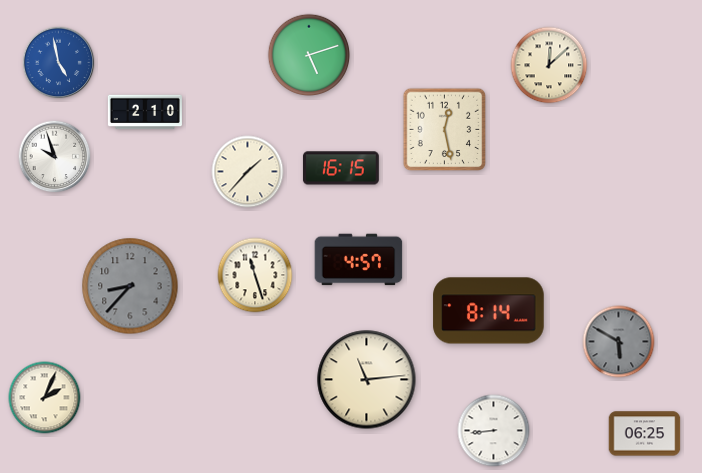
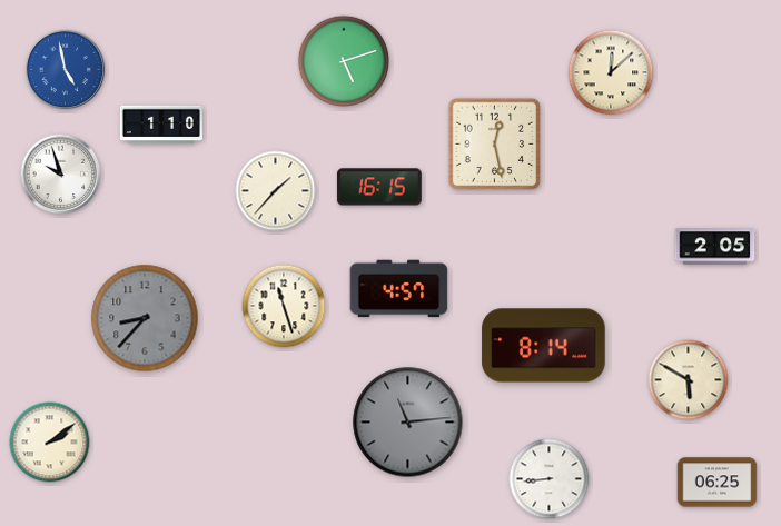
clock at (145, 112): 2:10 -> 1:10
clock at (715, 247): none -> 2:05
clock at (619, 342) dial: grey -> cream
clock at (367, 380) dial: cream -> grey
clock at (45, 398): 2:04 -> 2:09
